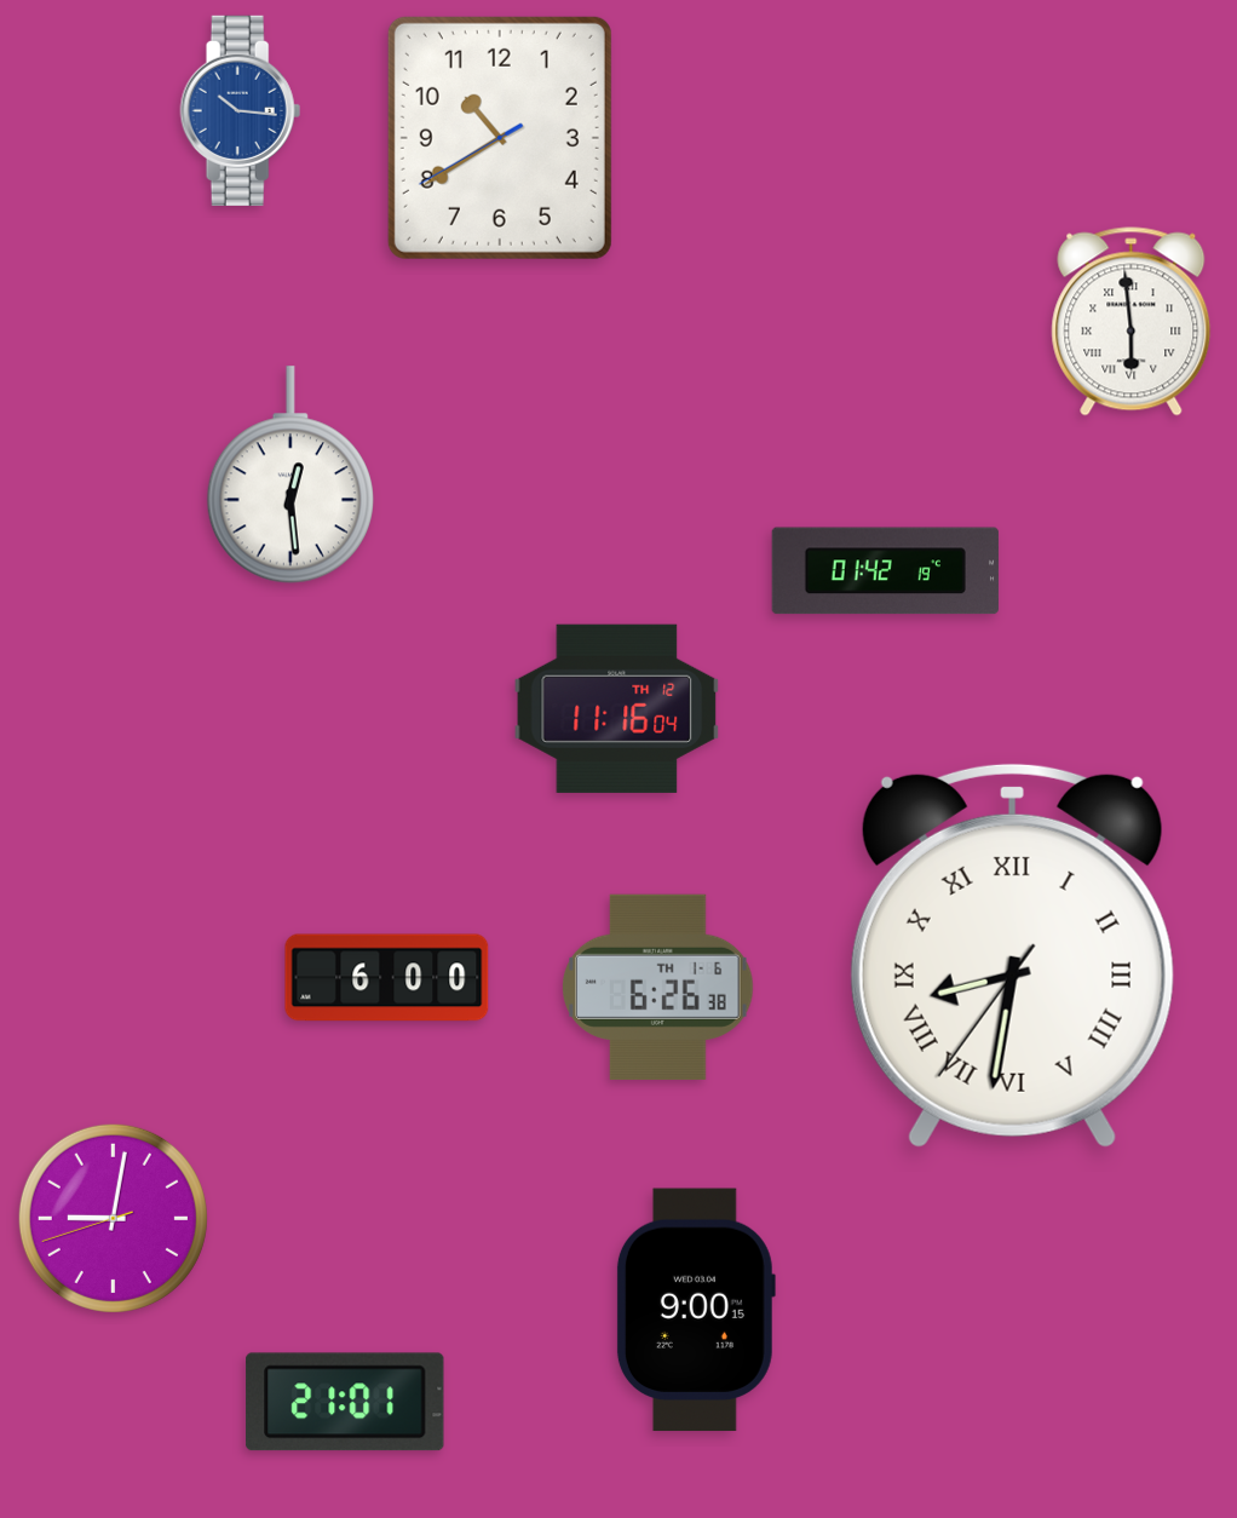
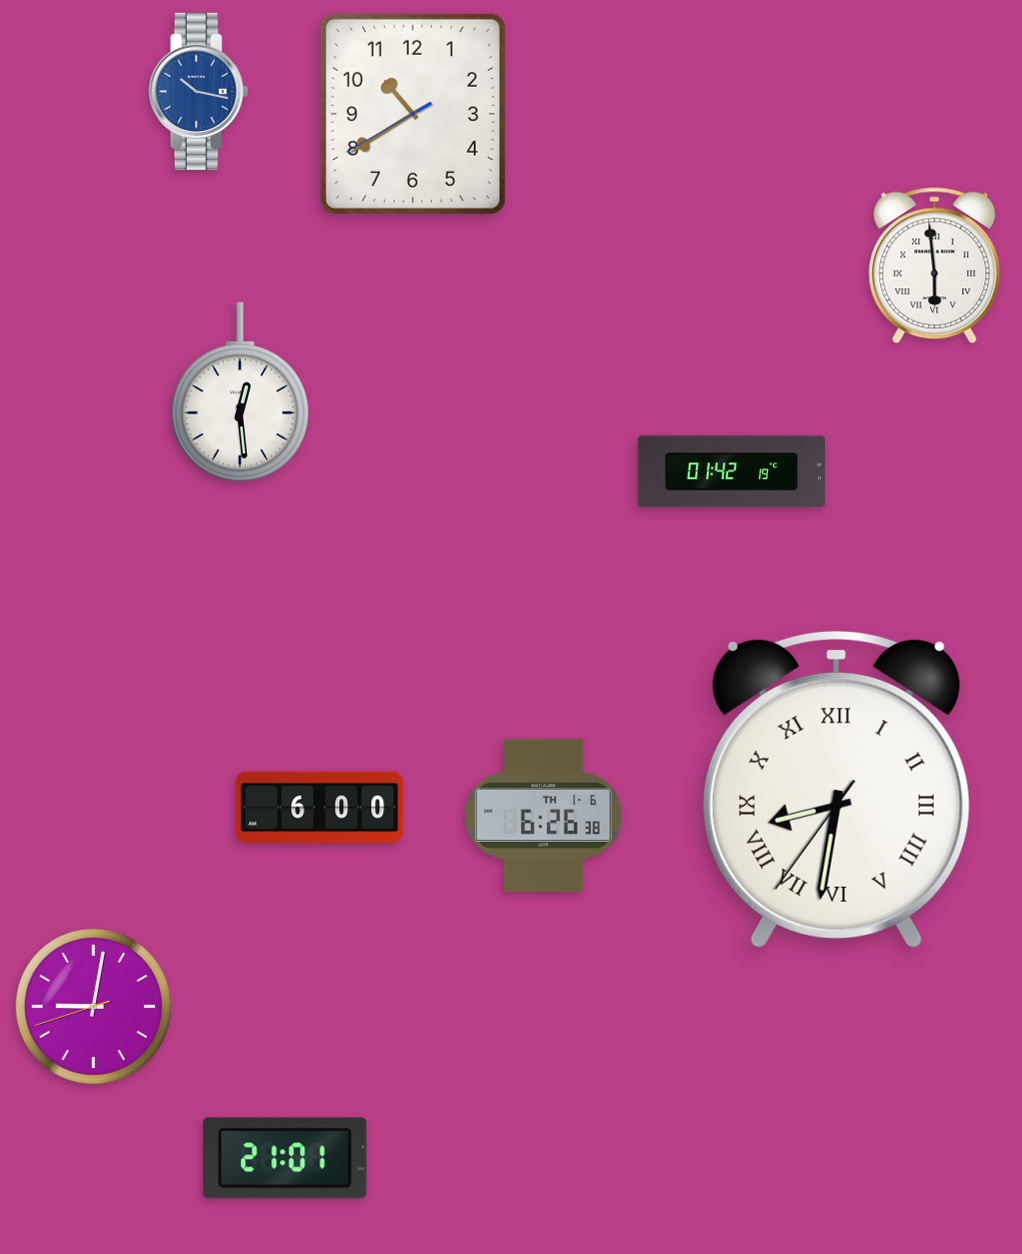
clock at (241, 110): 10:16 -> 10:17
clock at (617, 708): 11:16 -> none
clock at (695, 1310): 9:00 -> none
